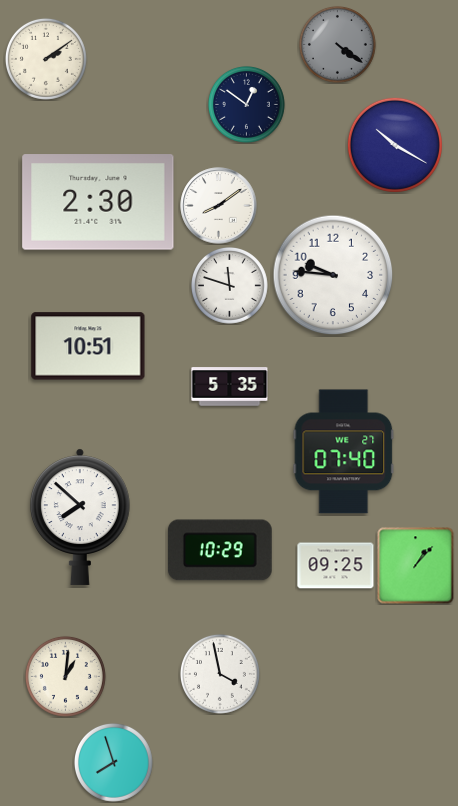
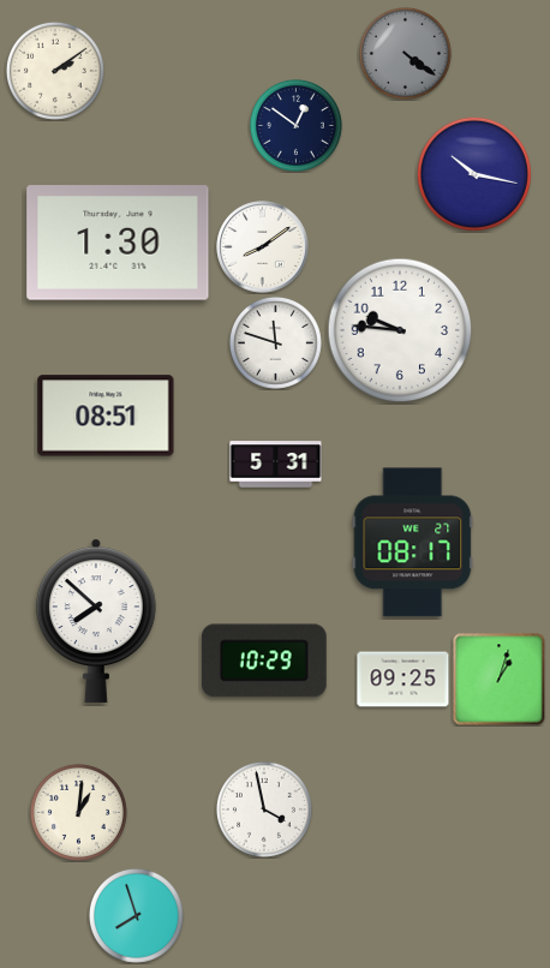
clock at (395, 145): 10:20 -> 10:17
clock at (98, 202): 2:30 -> 1:30
clock at (88, 346): 10:51 -> 08:51
clock at (230, 387): 5:35 -> 5:31
clock at (344, 452): 07:40 -> 08:17
clock at (416, 566): 1:07 -> 1:03
